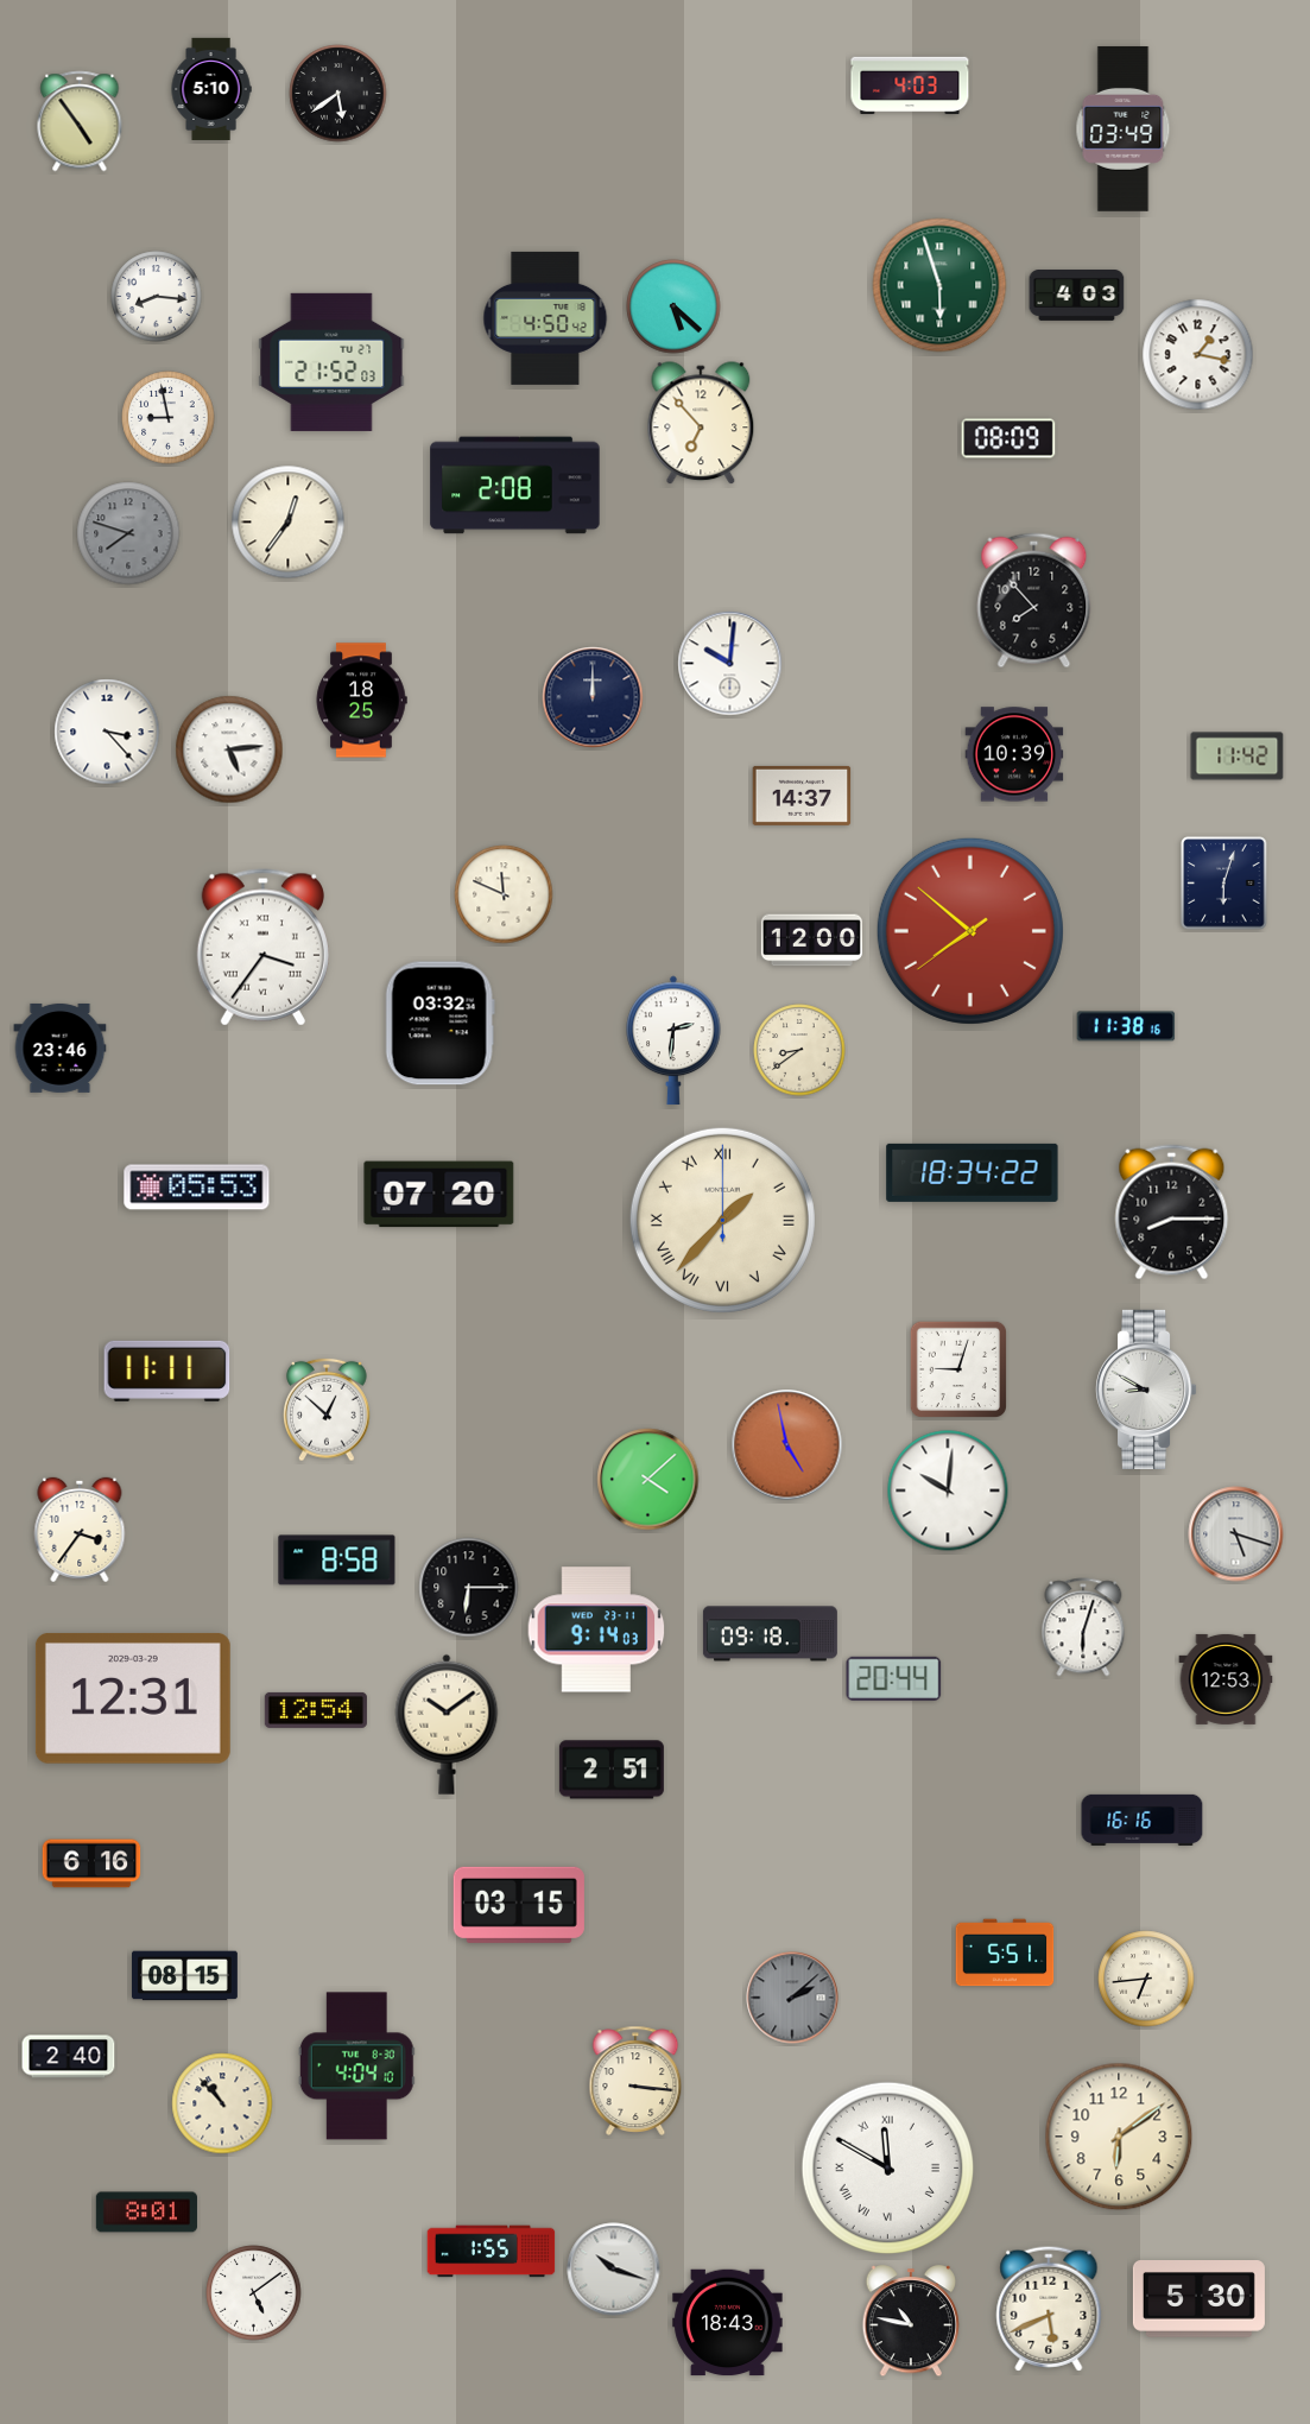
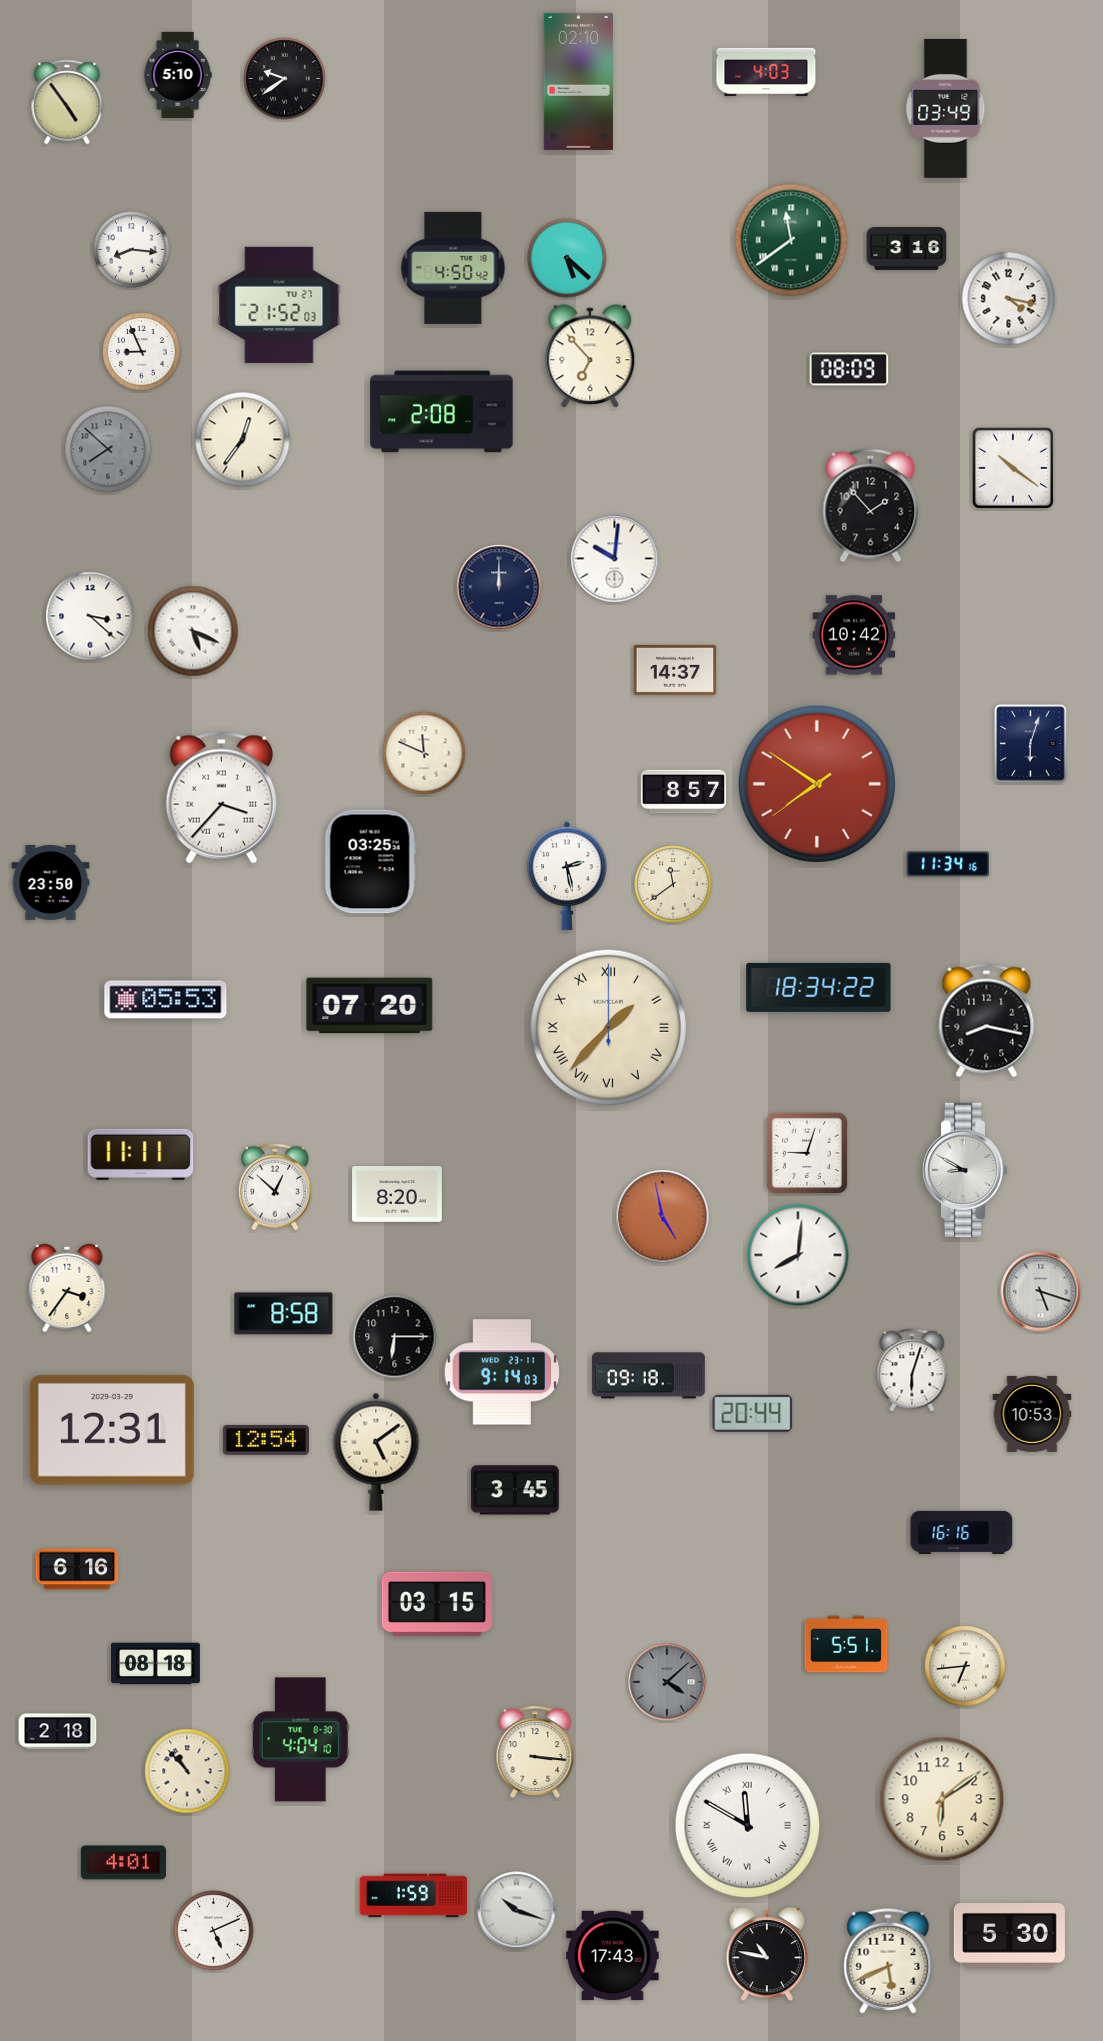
clock at (338, 94): 5:39 -> 9:39
clock at (578, 81): none -> 02:10
clock at (939, 285): 5:57 -> 11:39
clock at (1077, 296): 4:03 -> 3:16
clock at (545, 318) position: (545, 318) -> (453, 268)
clock at (1198, 355): 1:17 -> 4:17
clock at (169, 418): 8:58 -> 8:56
clock at (515, 486) position: (515, 486) -> (442, 412)
clock at (128, 533): 7:48 -> 7:52
clock at (1013, 468): none -> 10:21
clock at (1034, 601): 7:53 -> 1:53
clock at (361, 701): 18:25 -> none
clock at (107, 732): 3:23 -> 3:22
clock at (229, 749): 5:14 -> 5:19
clock at (1014, 754): 10:39 -> 10:42
clock at (1238, 757): 11:42 -> none
clock at (970, 931): 7:51 -> 7:50
clock at (811, 941): 12:00 -> 8:57
clock at (262, 948): 3:36 -> 3:37
clock at (439, 1024): 03:32 -> 03:25
clock at (1126, 1026): 11:38 -> 11:34
clock at (673, 1040): 2:31 -> 2:28
clock at (61, 1048): 23:46 -> 23:50
clock at (799, 1050): 8:39 -> 11:39
clock at (1172, 1213): 8:15 -> 8:17
clock at (397, 1195): none -> 8:20
clock at (648, 1480): 4:08 -> none
clock at (948, 1491): 10:01 -> 8:01
clock at (1226, 1679): 12:53 -> 10:53
clock at (447, 1724): 10:09 -> 5:09
clock at (612, 1770): 2:51 -> 3:45
clock at (185, 1976): 08:15 -> 08:18
clock at (792, 1998): 2:08 -> 4:08
clock at (69, 2057): 2:40 -> 2:18
clock at (146, 2213): 8:01 -> 4:01
clock at (492, 2252): 1:55 -> 1:59
clock at (254, 2293): 5:09 -> 5:11
clock at (1049, 2309) position: (1049, 2309) -> (888, 1961)
clock at (728, 2323): 18:43 -> 17:43
